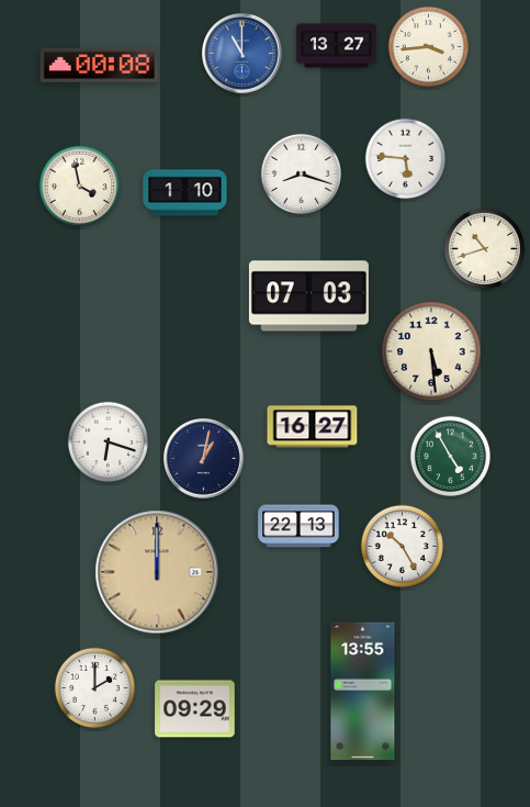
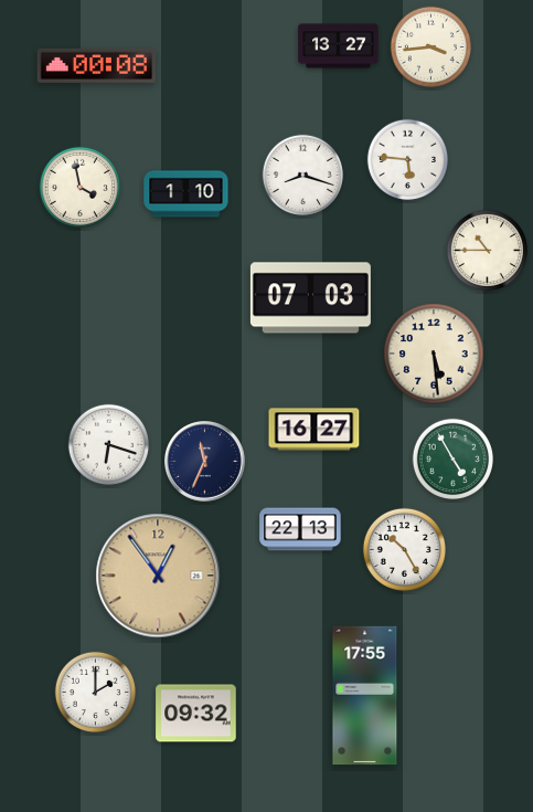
clock at (243, 54): 11:00 -> none
clock at (99, 65) position: (99, 65) -> (96, 65)
clock at (484, 248): 10:42 -> 10:45
clock at (204, 459): 1:02 -> 11:34
clock at (157, 572): 12:00 -> 12:54
clock at (363, 692): 13:55 -> 17:55
clock at (195, 709): 09:29 -> 09:32
